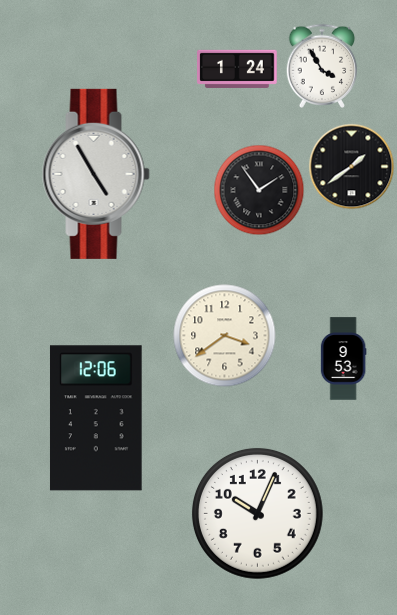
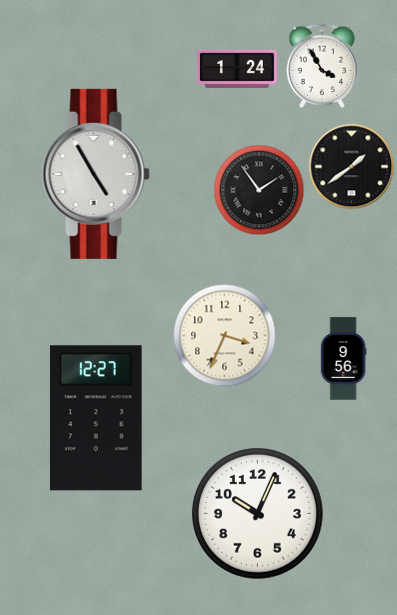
clock at (225, 336): 3:39 -> 3:34
clock at (343, 359): 9:53 -> 9:56
clock at (96, 418): 12:06 -> 12:27
